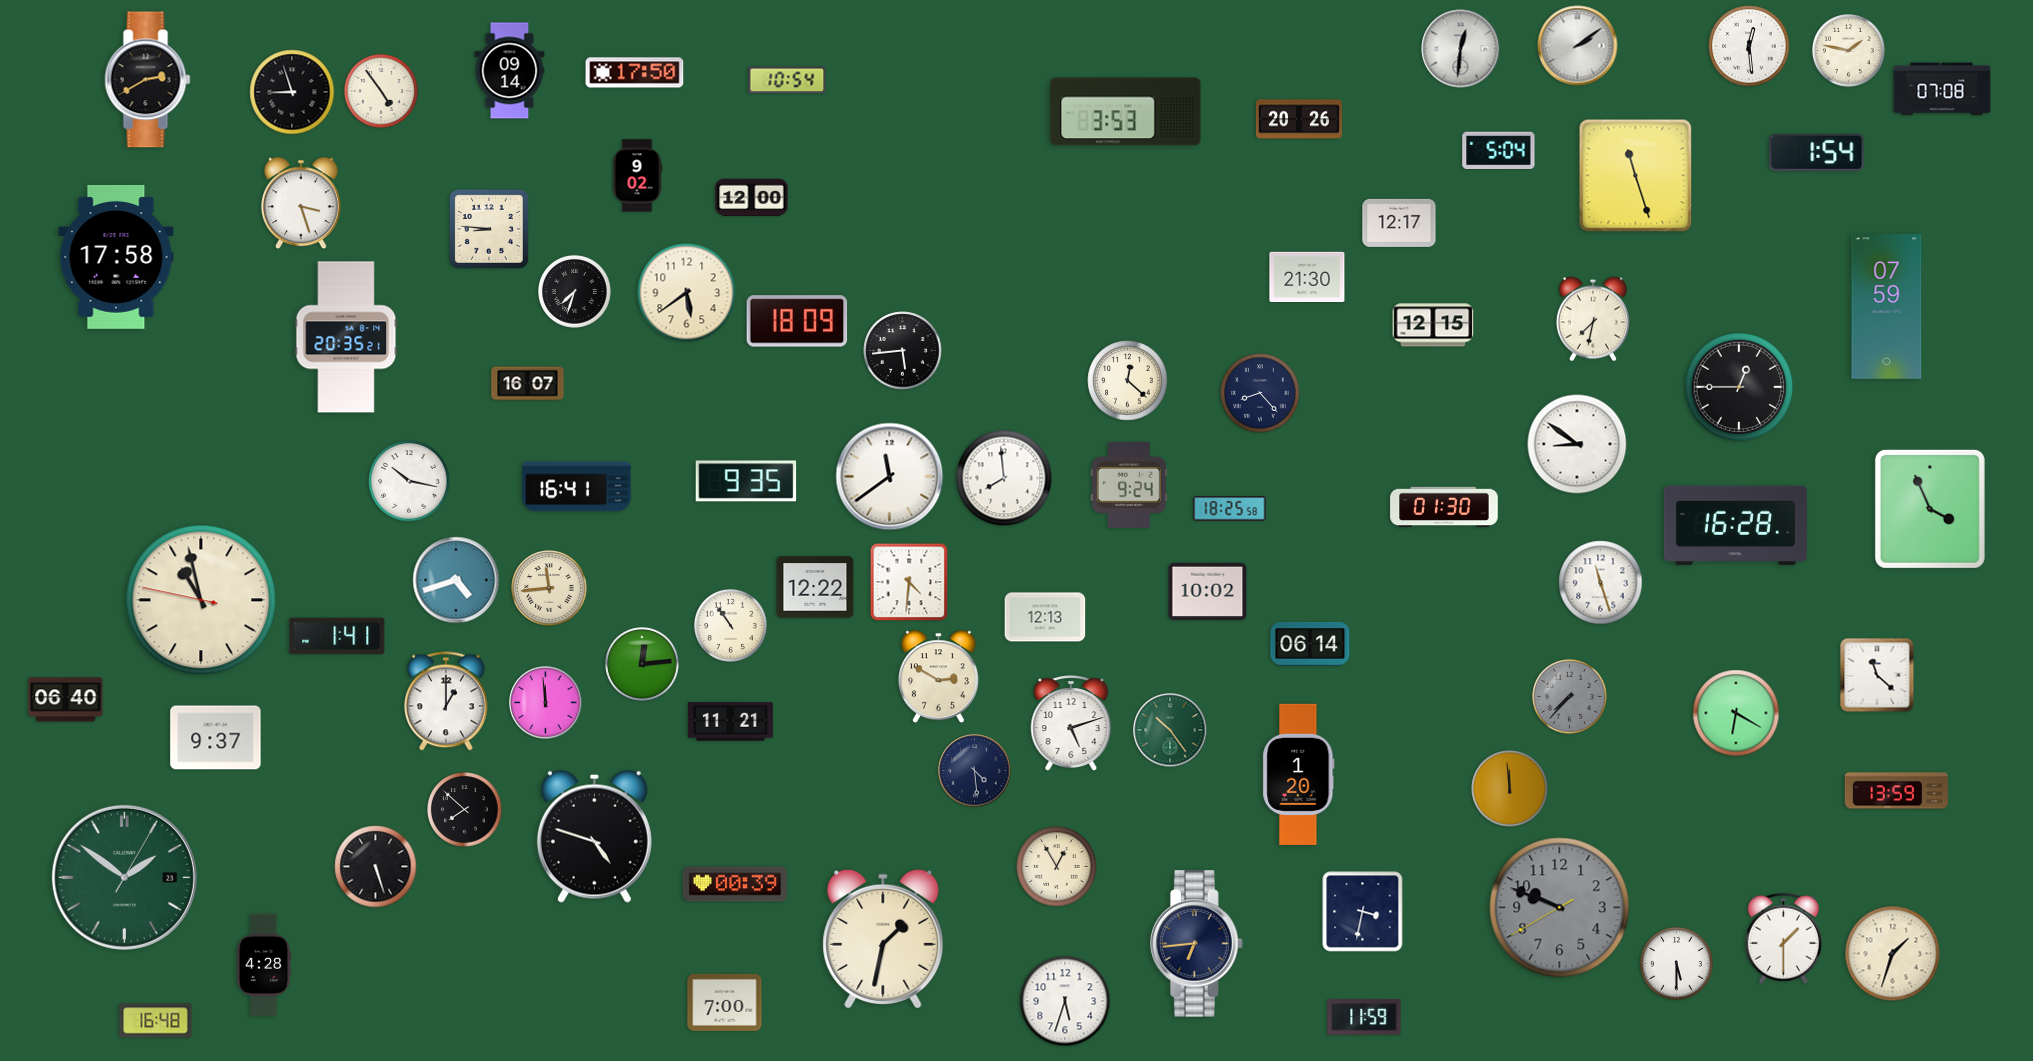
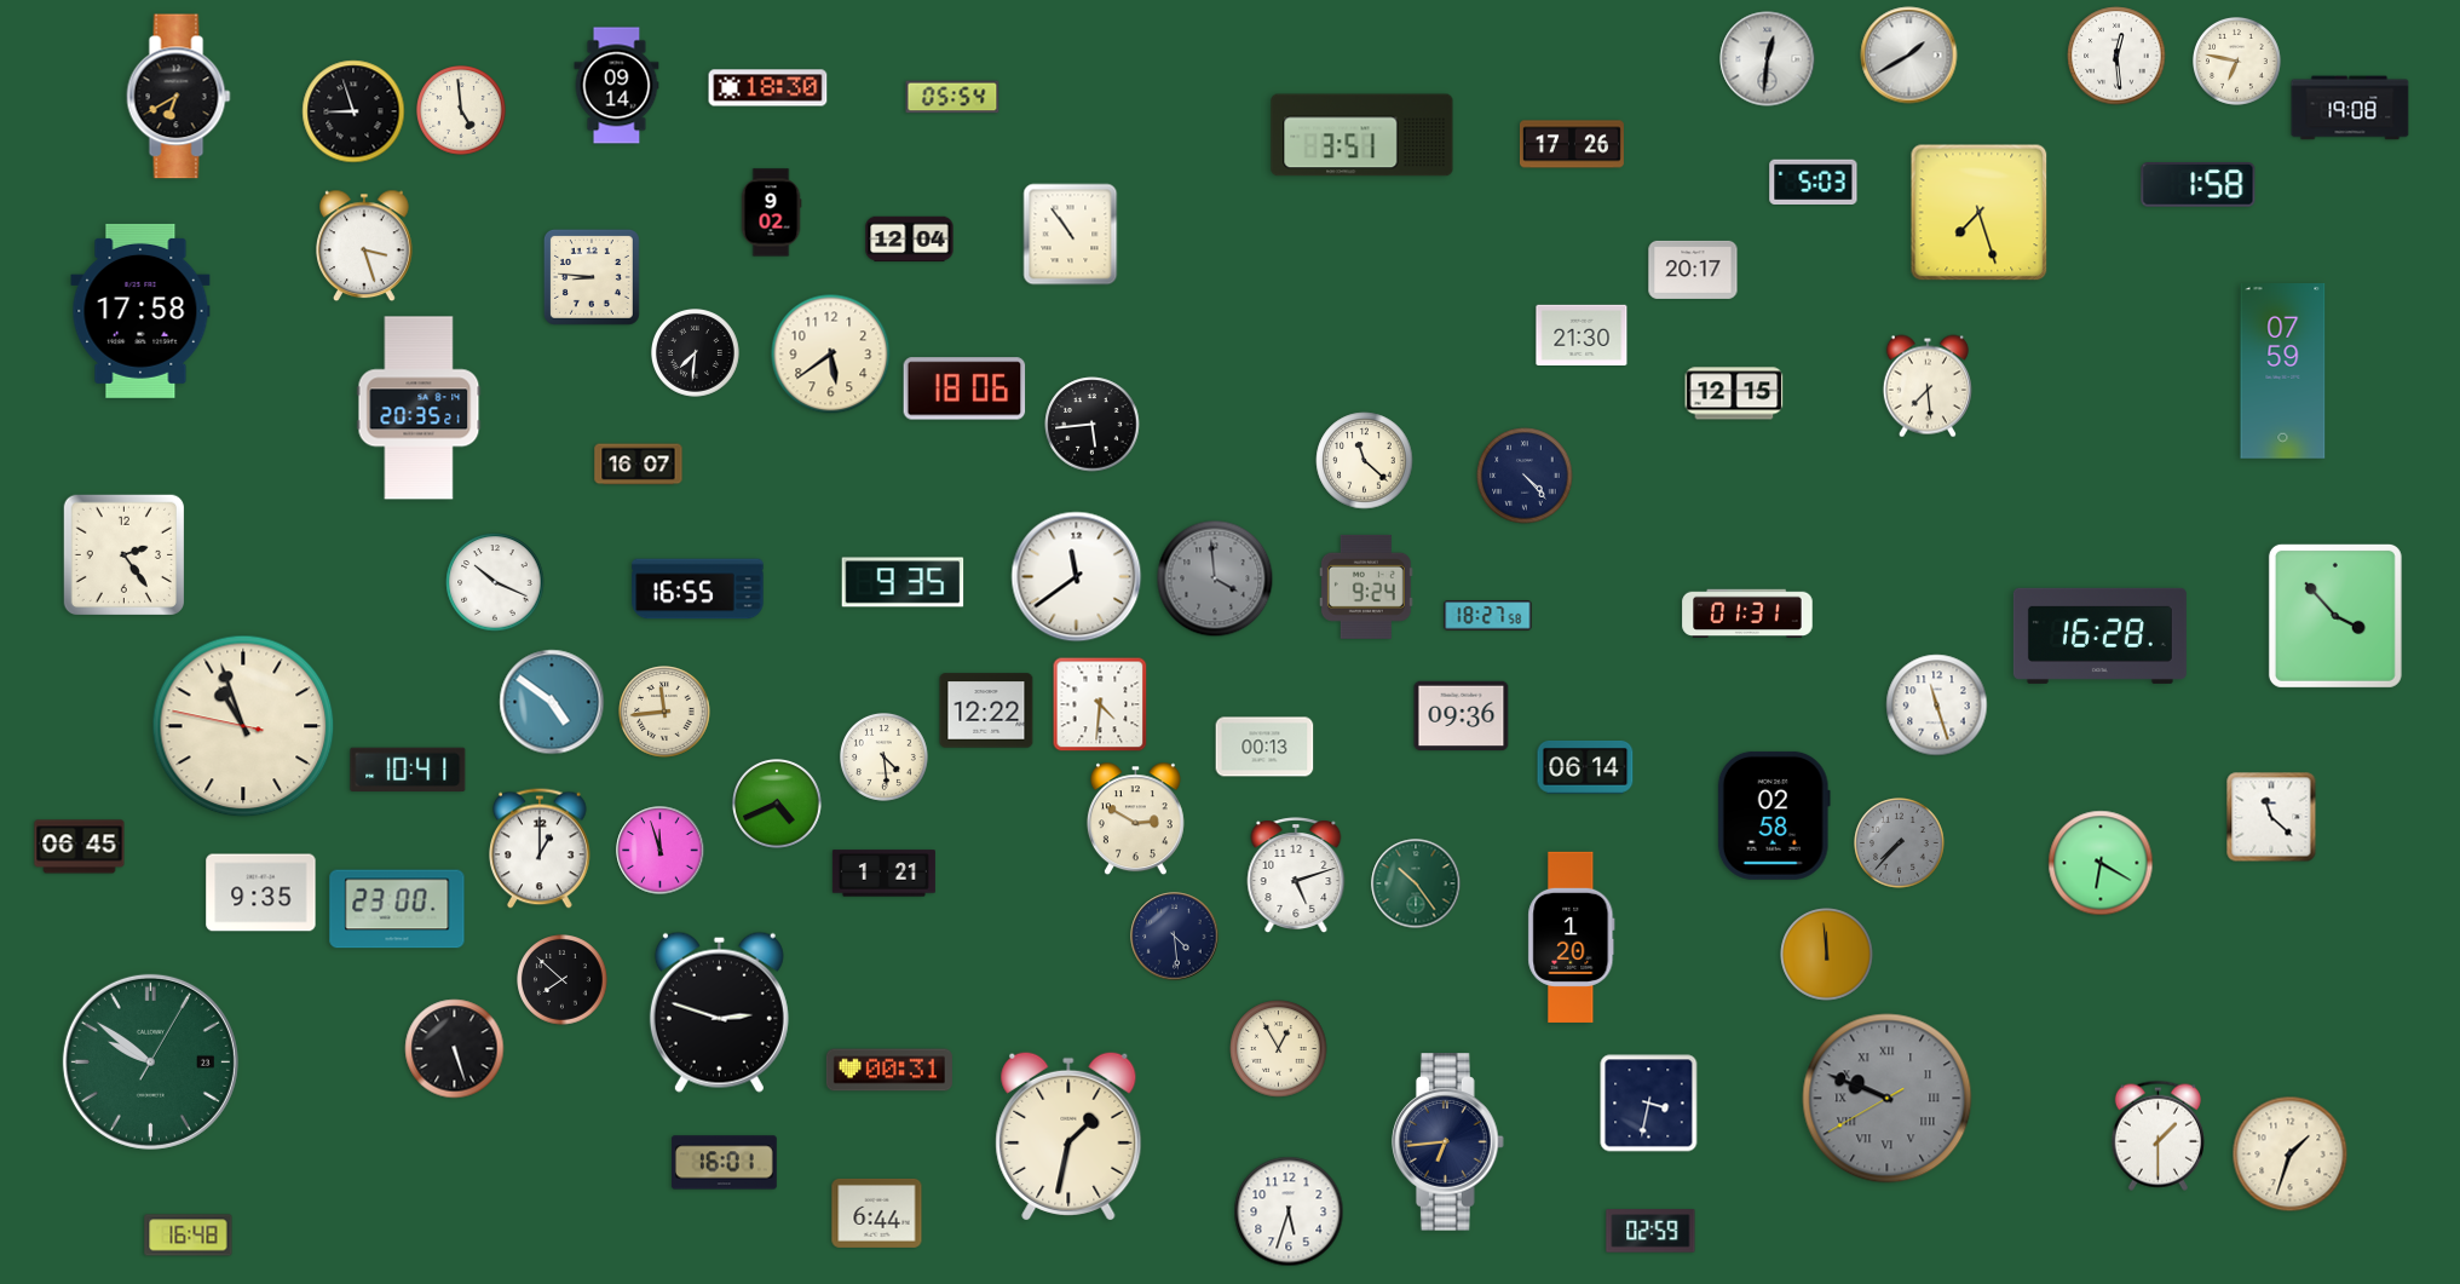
clock at (1578, 46): 2:09 -> 1:40
clock at (1849, 51): 1:47 -> 6:47
clock at (635, 73): 17:50 -> 18:30
clock at (148, 80): 2:40 -> 6:40
clock at (787, 80): 10:54 -> 05:54
clock at (1942, 89): 07:08 -> 19:08
clock at (382, 92): 4:54 -> 4:59
clock at (1126, 112): 3:53 -> 3:51
clock at (1299, 119): 20:26 -> 17:26
clock at (1499, 151): 5:04 -> 5:03
clock at (1817, 153): 1:54 -> 1:58
clock at (1636, 176): 11:27 -> 7:27
clock at (1071, 235): none -> 10:54
clock at (752, 198): 12:00 -> 12:04
clock at (1399, 223): 12:17 -> 20:17
clock at (575, 292): 7:33 -> 7:31
clock at (1593, 319): 7:32 -> 7:29
clock at (797, 321): 18:09 -> 18:06
clock at (1128, 381): 12:22 -> 11:22
clock at (1739, 387): 12:45 -> none
clock at (1260, 393): 8:23 -> 4:23
clock at (1577, 444): 8:51 -> none
clock at (123, 554): none -> 2:24
clock at (1004, 478): 7:59 -> 3:59
clock at (1004, 478) dial: white -> grey
clock at (409, 481): 10:17 -> 10:19
clock at (577, 487): 16:41 -> 16:55
clock at (1444, 507): 01:30 -> 01:31
clock at (1230, 509): 18:25 -> 18:27
clock at (1930, 509): 3:56 -> 3:53
clock at (456, 580): 4:42 -> 4:51
clock at (1208, 592): 10:02 -> 09:36
clock at (201, 600): 10:57 -> 10:56
clock at (1045, 617): 12:13 -> 00:13
clock at (731, 626): 10:54 -> 4:29
clock at (337, 636): 1:41 -> 10:41
clock at (1310, 644) position: (1310, 644) -> (1585, 767)
clock at (643, 665): 12:14 -> 4:41
clock at (1774, 816): none -> 02:58
clock at (66, 700): 06:40 -> 06:45
clock at (546, 703): 11:59 -> 11:57
clock at (730, 722): 11:21 -> 1:21
clock at (216, 738): 9:37 -> 9:35
clock at (397, 909): none -> 23:00
clock at (975, 771) position: (975, 771) -> (1175, 937)
clock at (1896, 791): 13:59 -> none
clock at (594, 836): 4:48 -> 2:48
clock at (124, 877): 1:51 -> 9:51
clock at (735, 884): 00:39 -> 00:31
clock at (1560, 908) numerals: Arabic -> Roman
clock at (724, 1163): none -> 16:01
clock at (1677, 964): 5:30 -> none
clock at (264, 965): 4:28 -> none
clock at (725, 1002): 7:00 -> 6:44
clock at (1364, 1017): 11:59 -> 02:59
